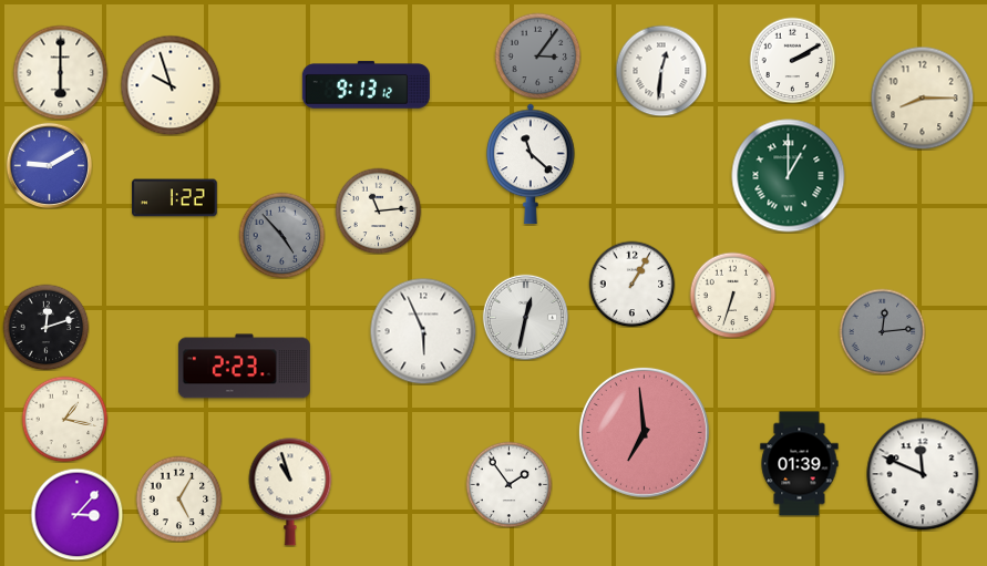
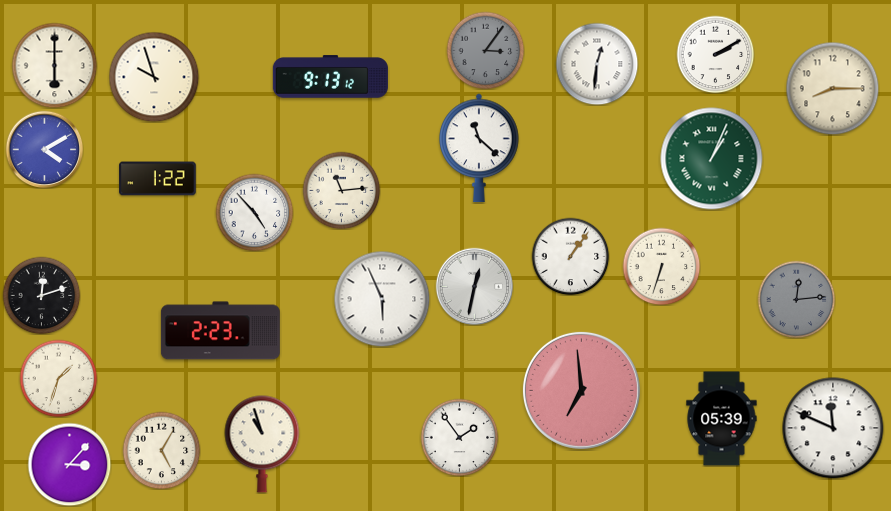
clock at (49, 165): 9:10 -> 4:10
clock at (789, 176): 1:00 -> 1:04
clock at (281, 235) dial: grey -> white
clock at (631, 284): 1:05 -> 1:06
clock at (64, 419): 1:17 -> 1:33
clock at (800, 464): 01:39 -> 05:39
